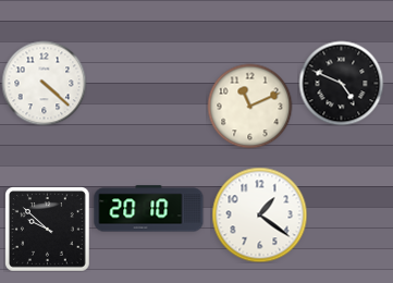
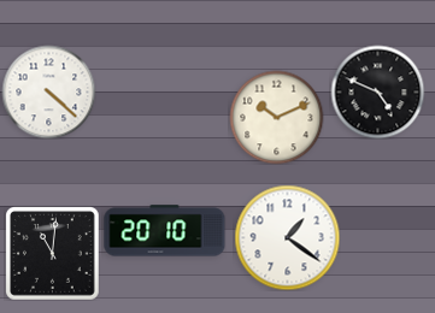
clock at (249, 106): 11:11 -> 10:11
clock at (48, 230): 9:52 -> 11:01
